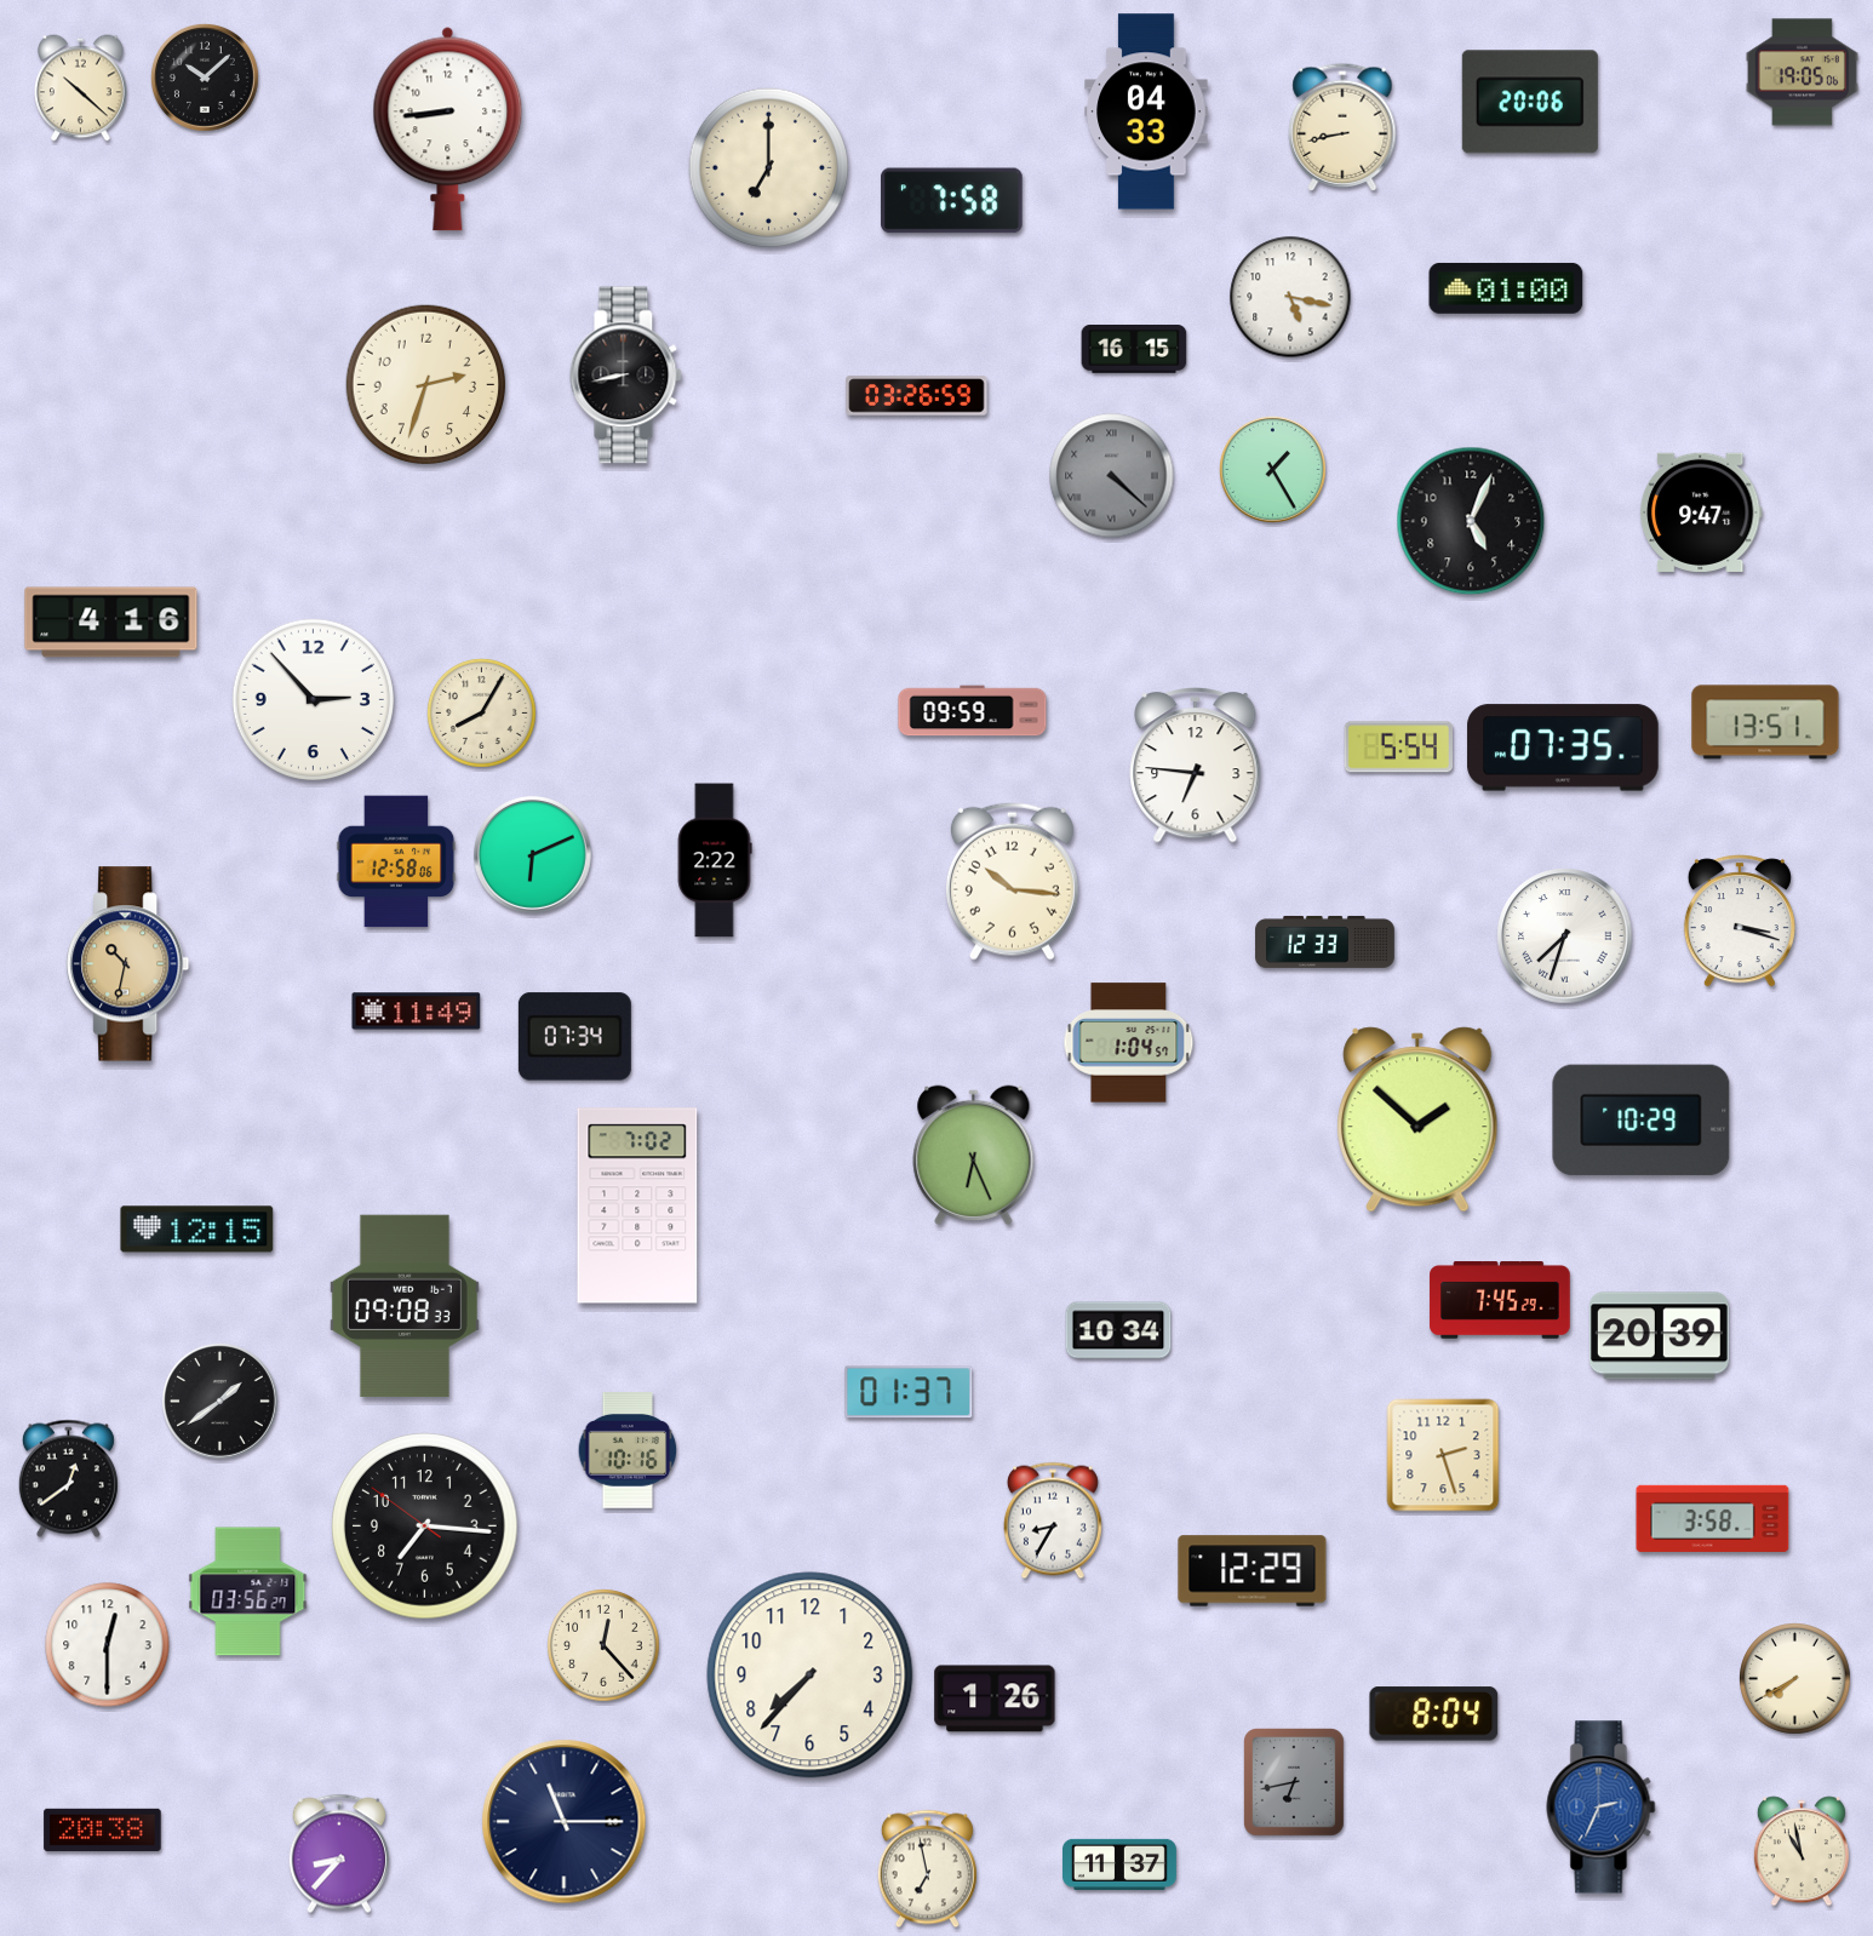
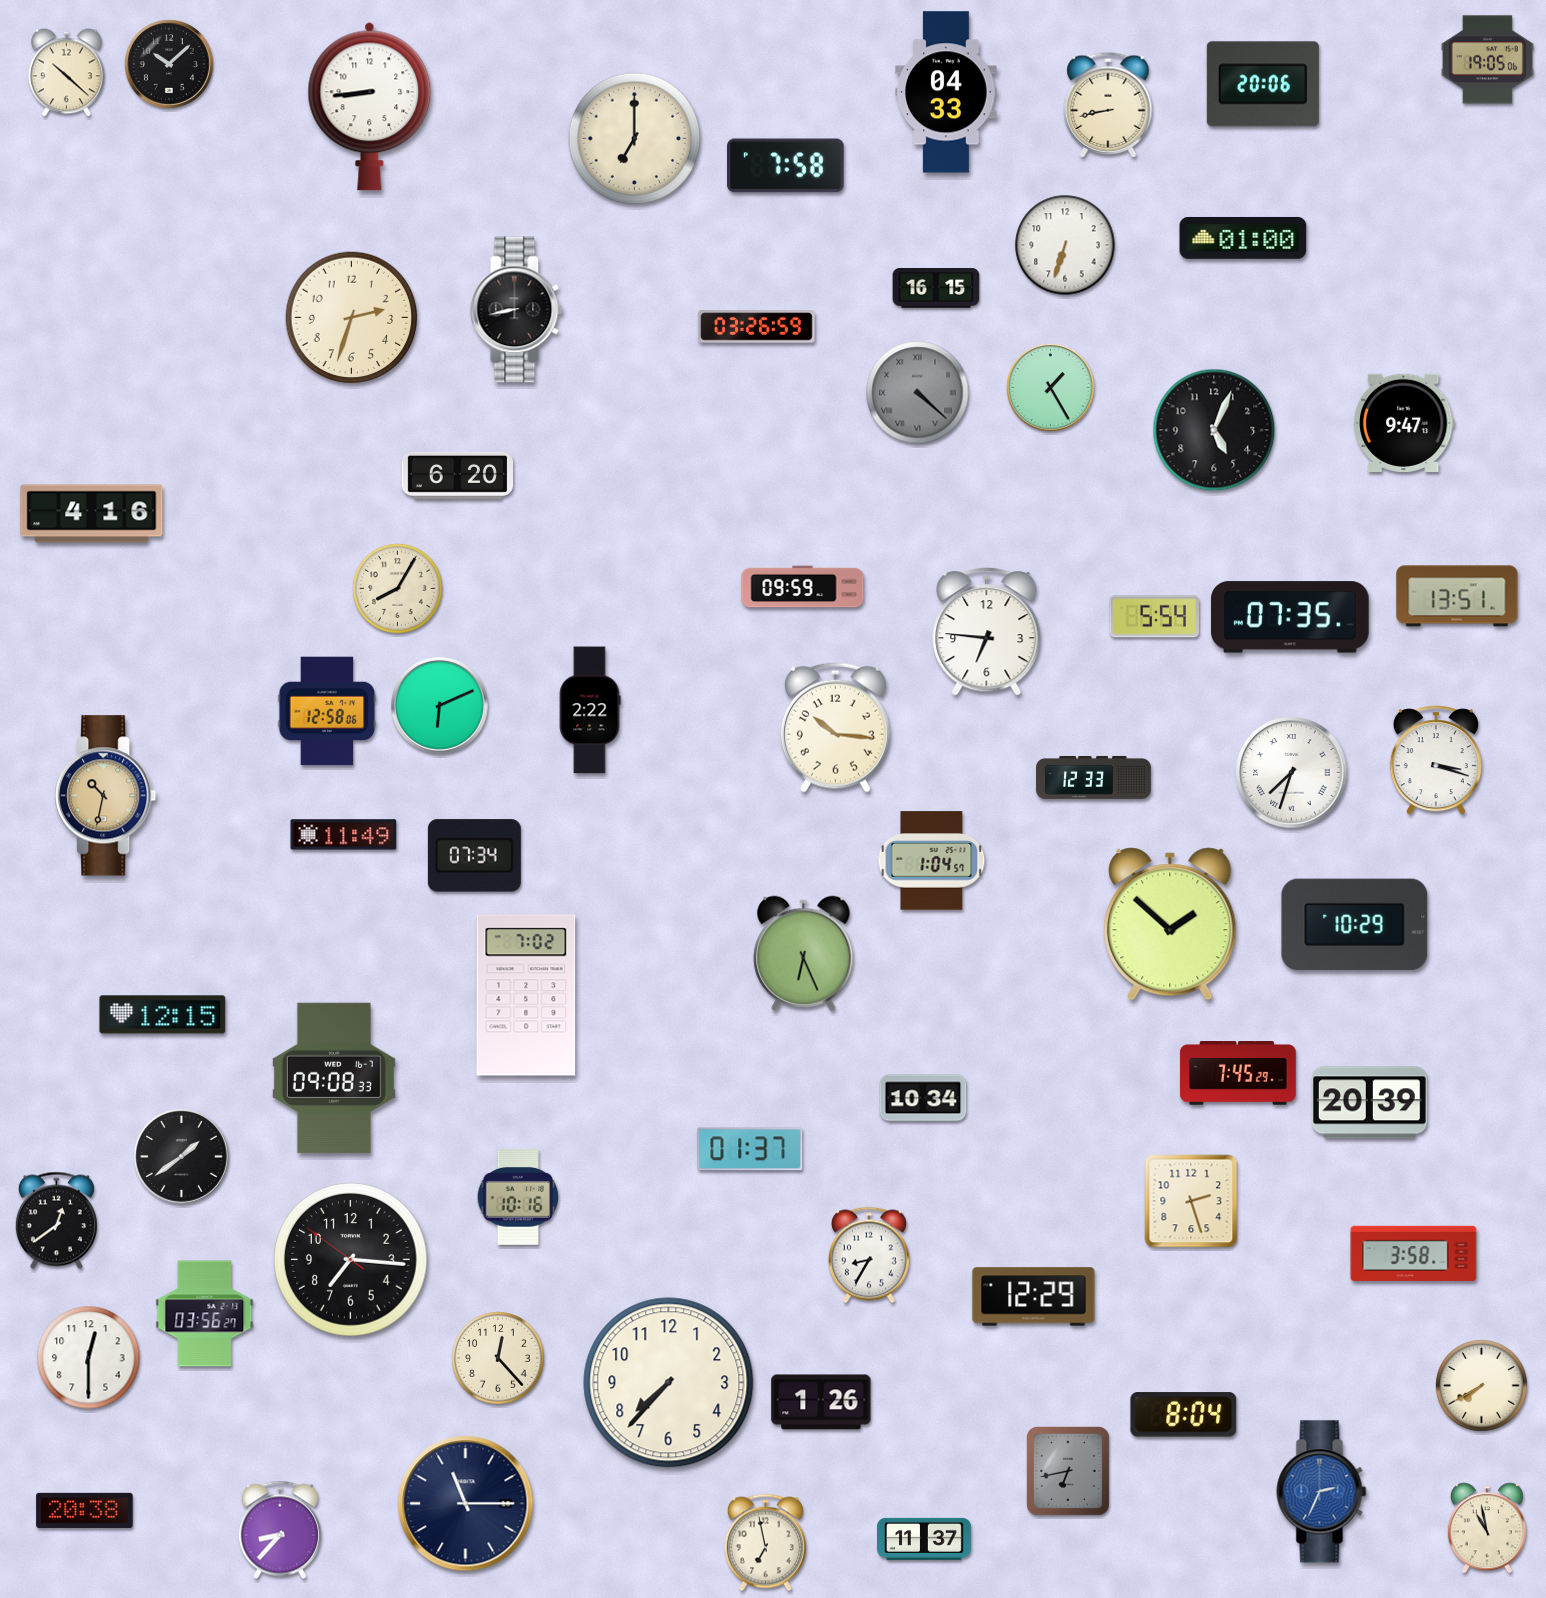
clock at (1290, 297): 5:17 -> 6:33
clock at (457, 475): none -> 6:20
clock at (313, 699): 2:53 -> none
